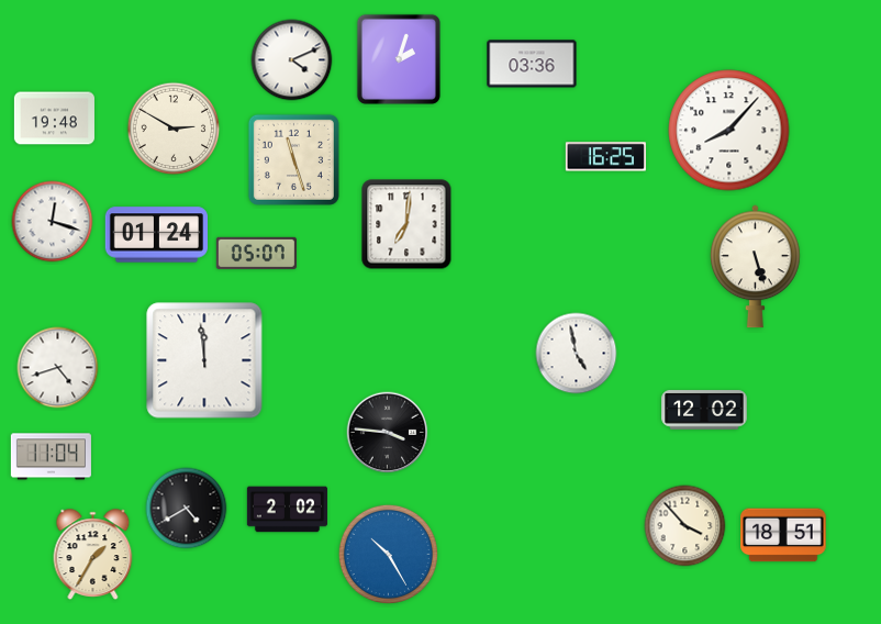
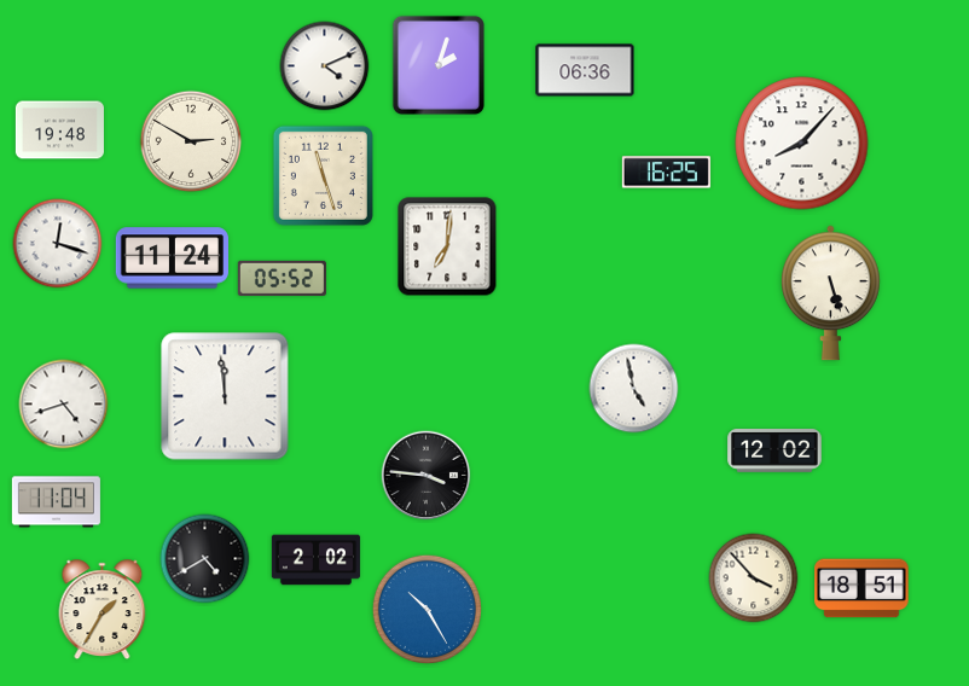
clock at (292, 60) position: (292, 60) -> (325, 66)
clock at (532, 64): 03:36 -> 06:36
clock at (156, 235): 01:24 -> 11:24
clock at (256, 253): 05:07 -> 05:52
